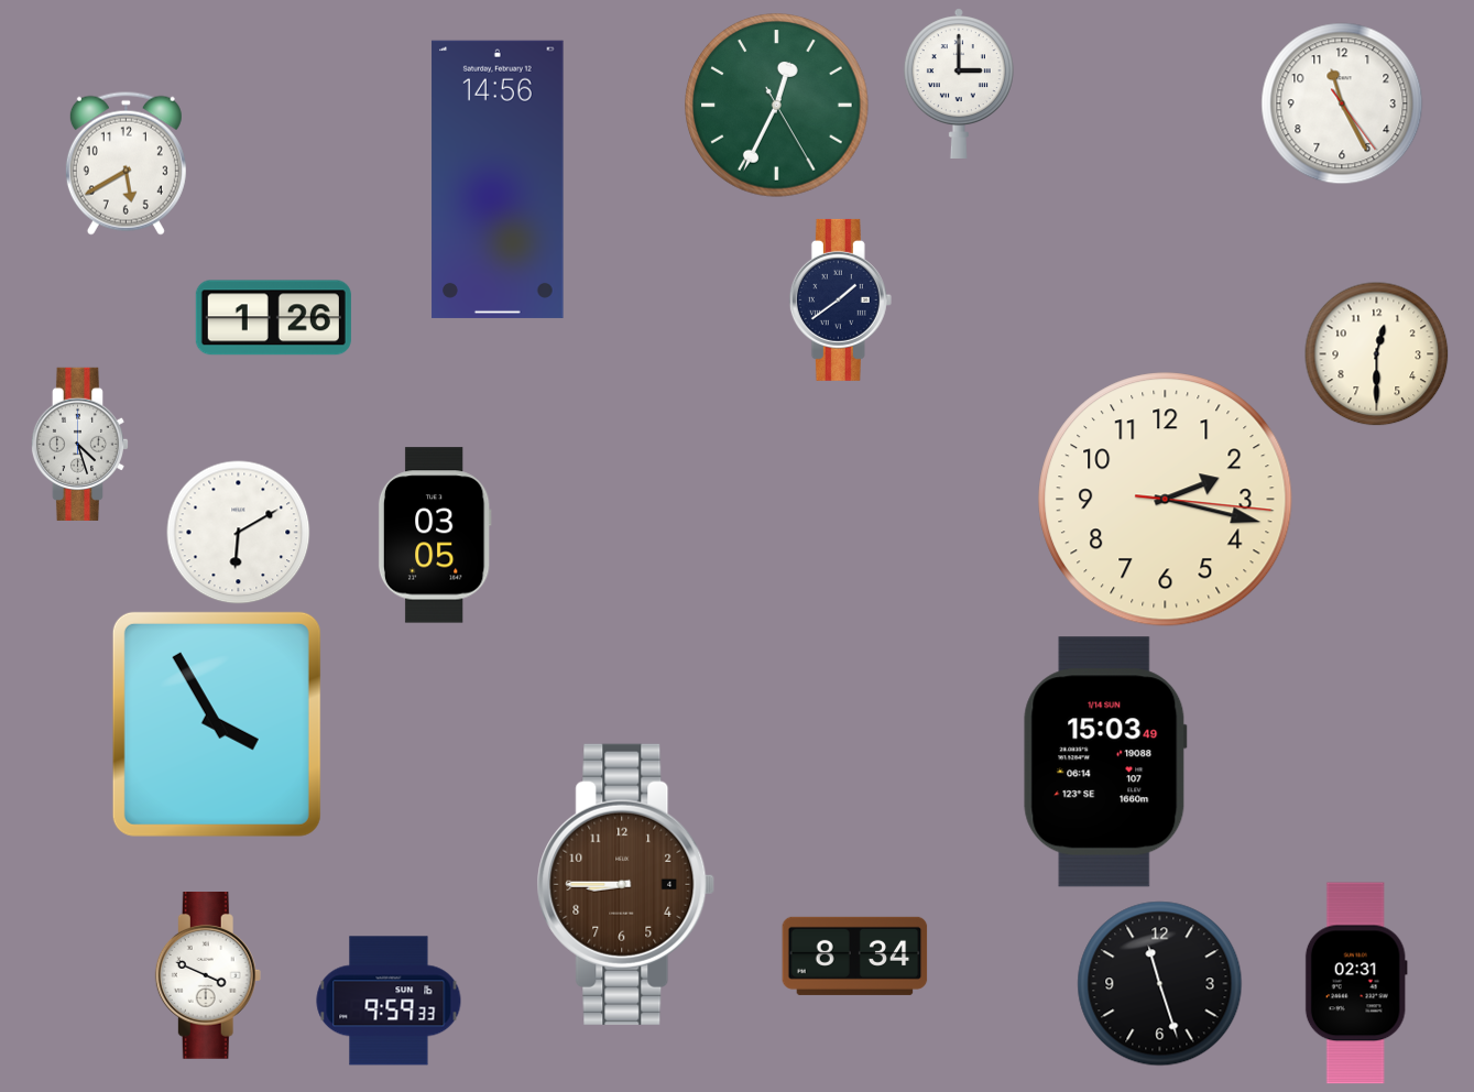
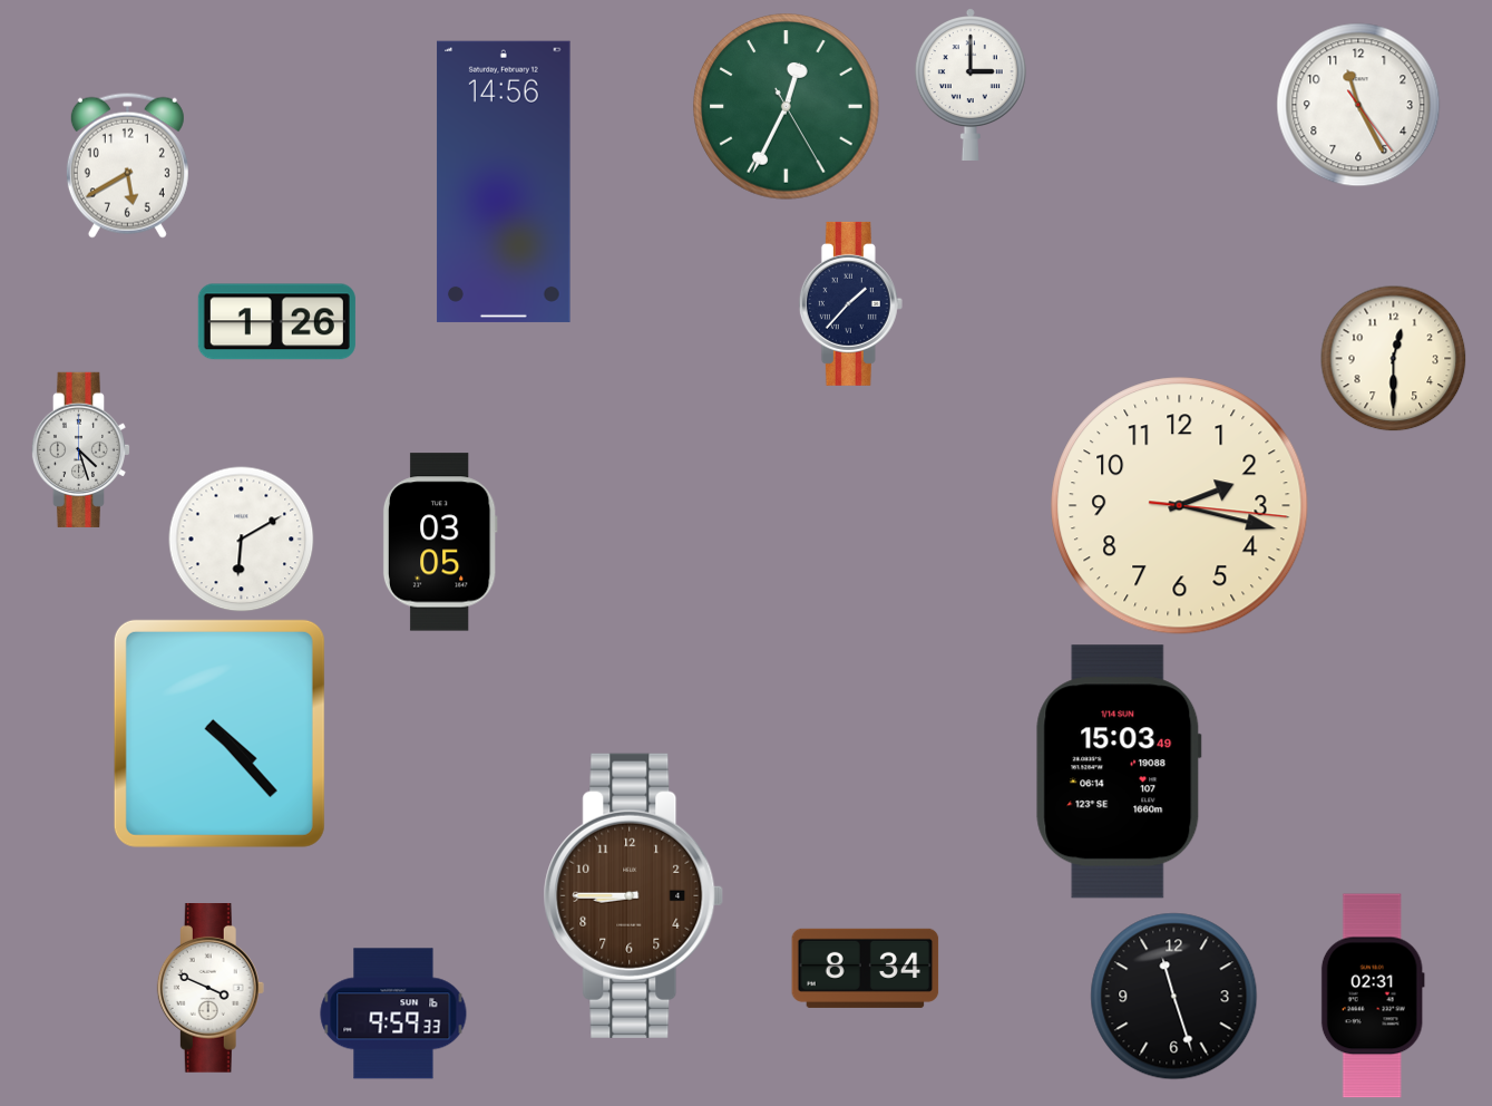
clock at (840, 299): 1:39 -> 1:37
clock at (217, 724): 3:55 -> 4:23
